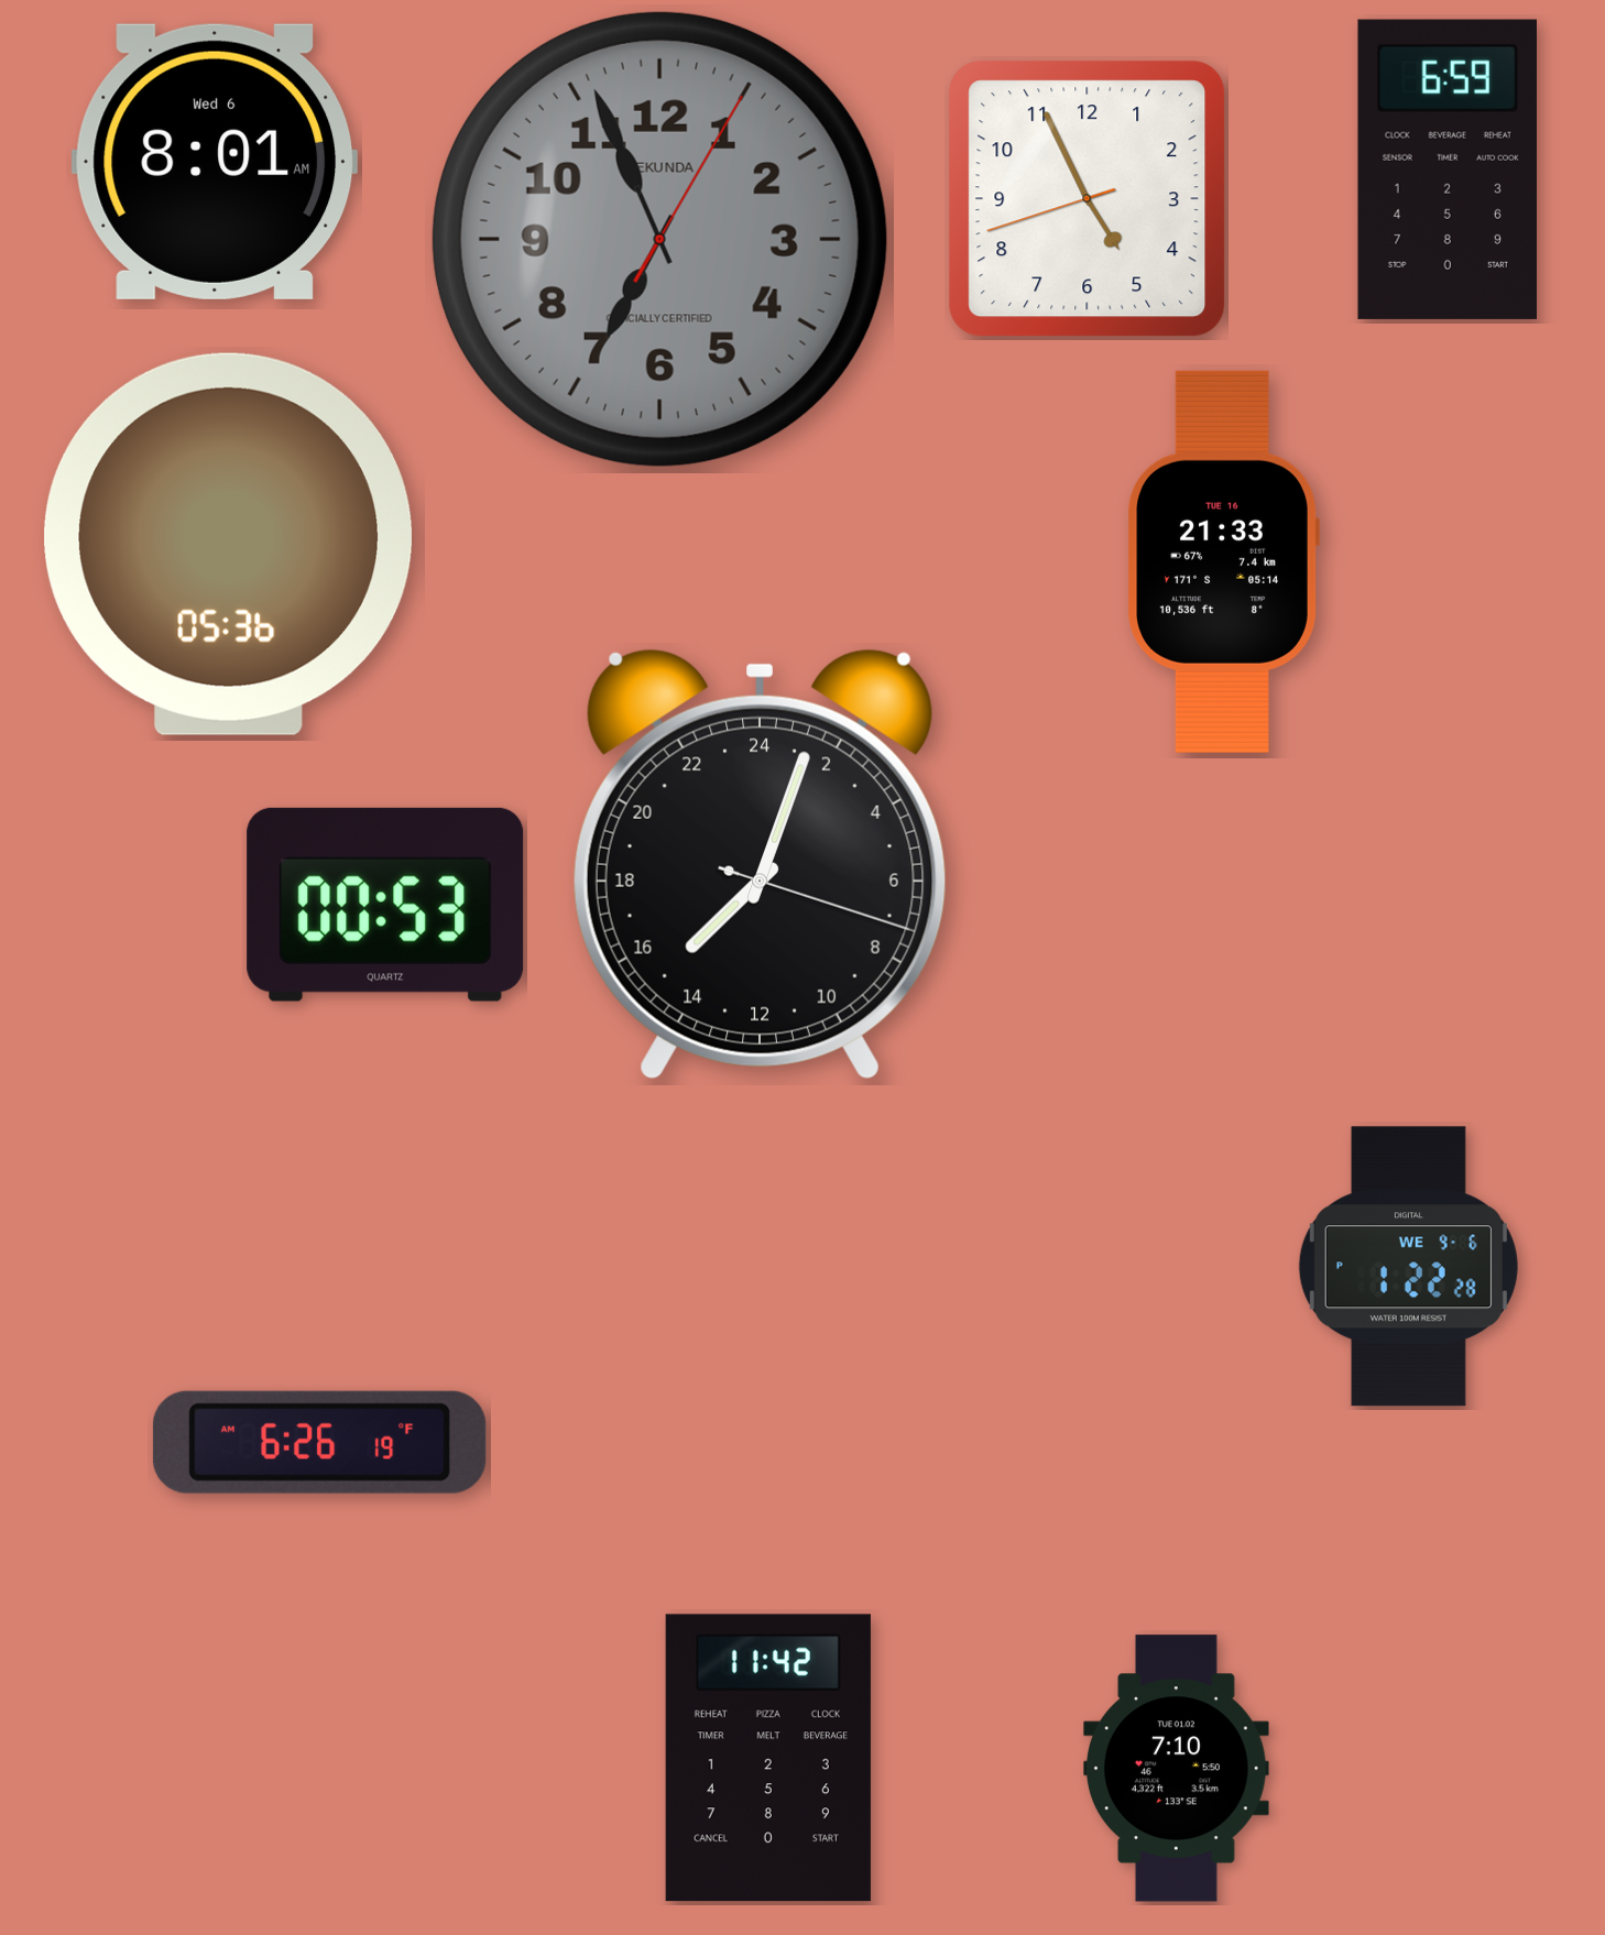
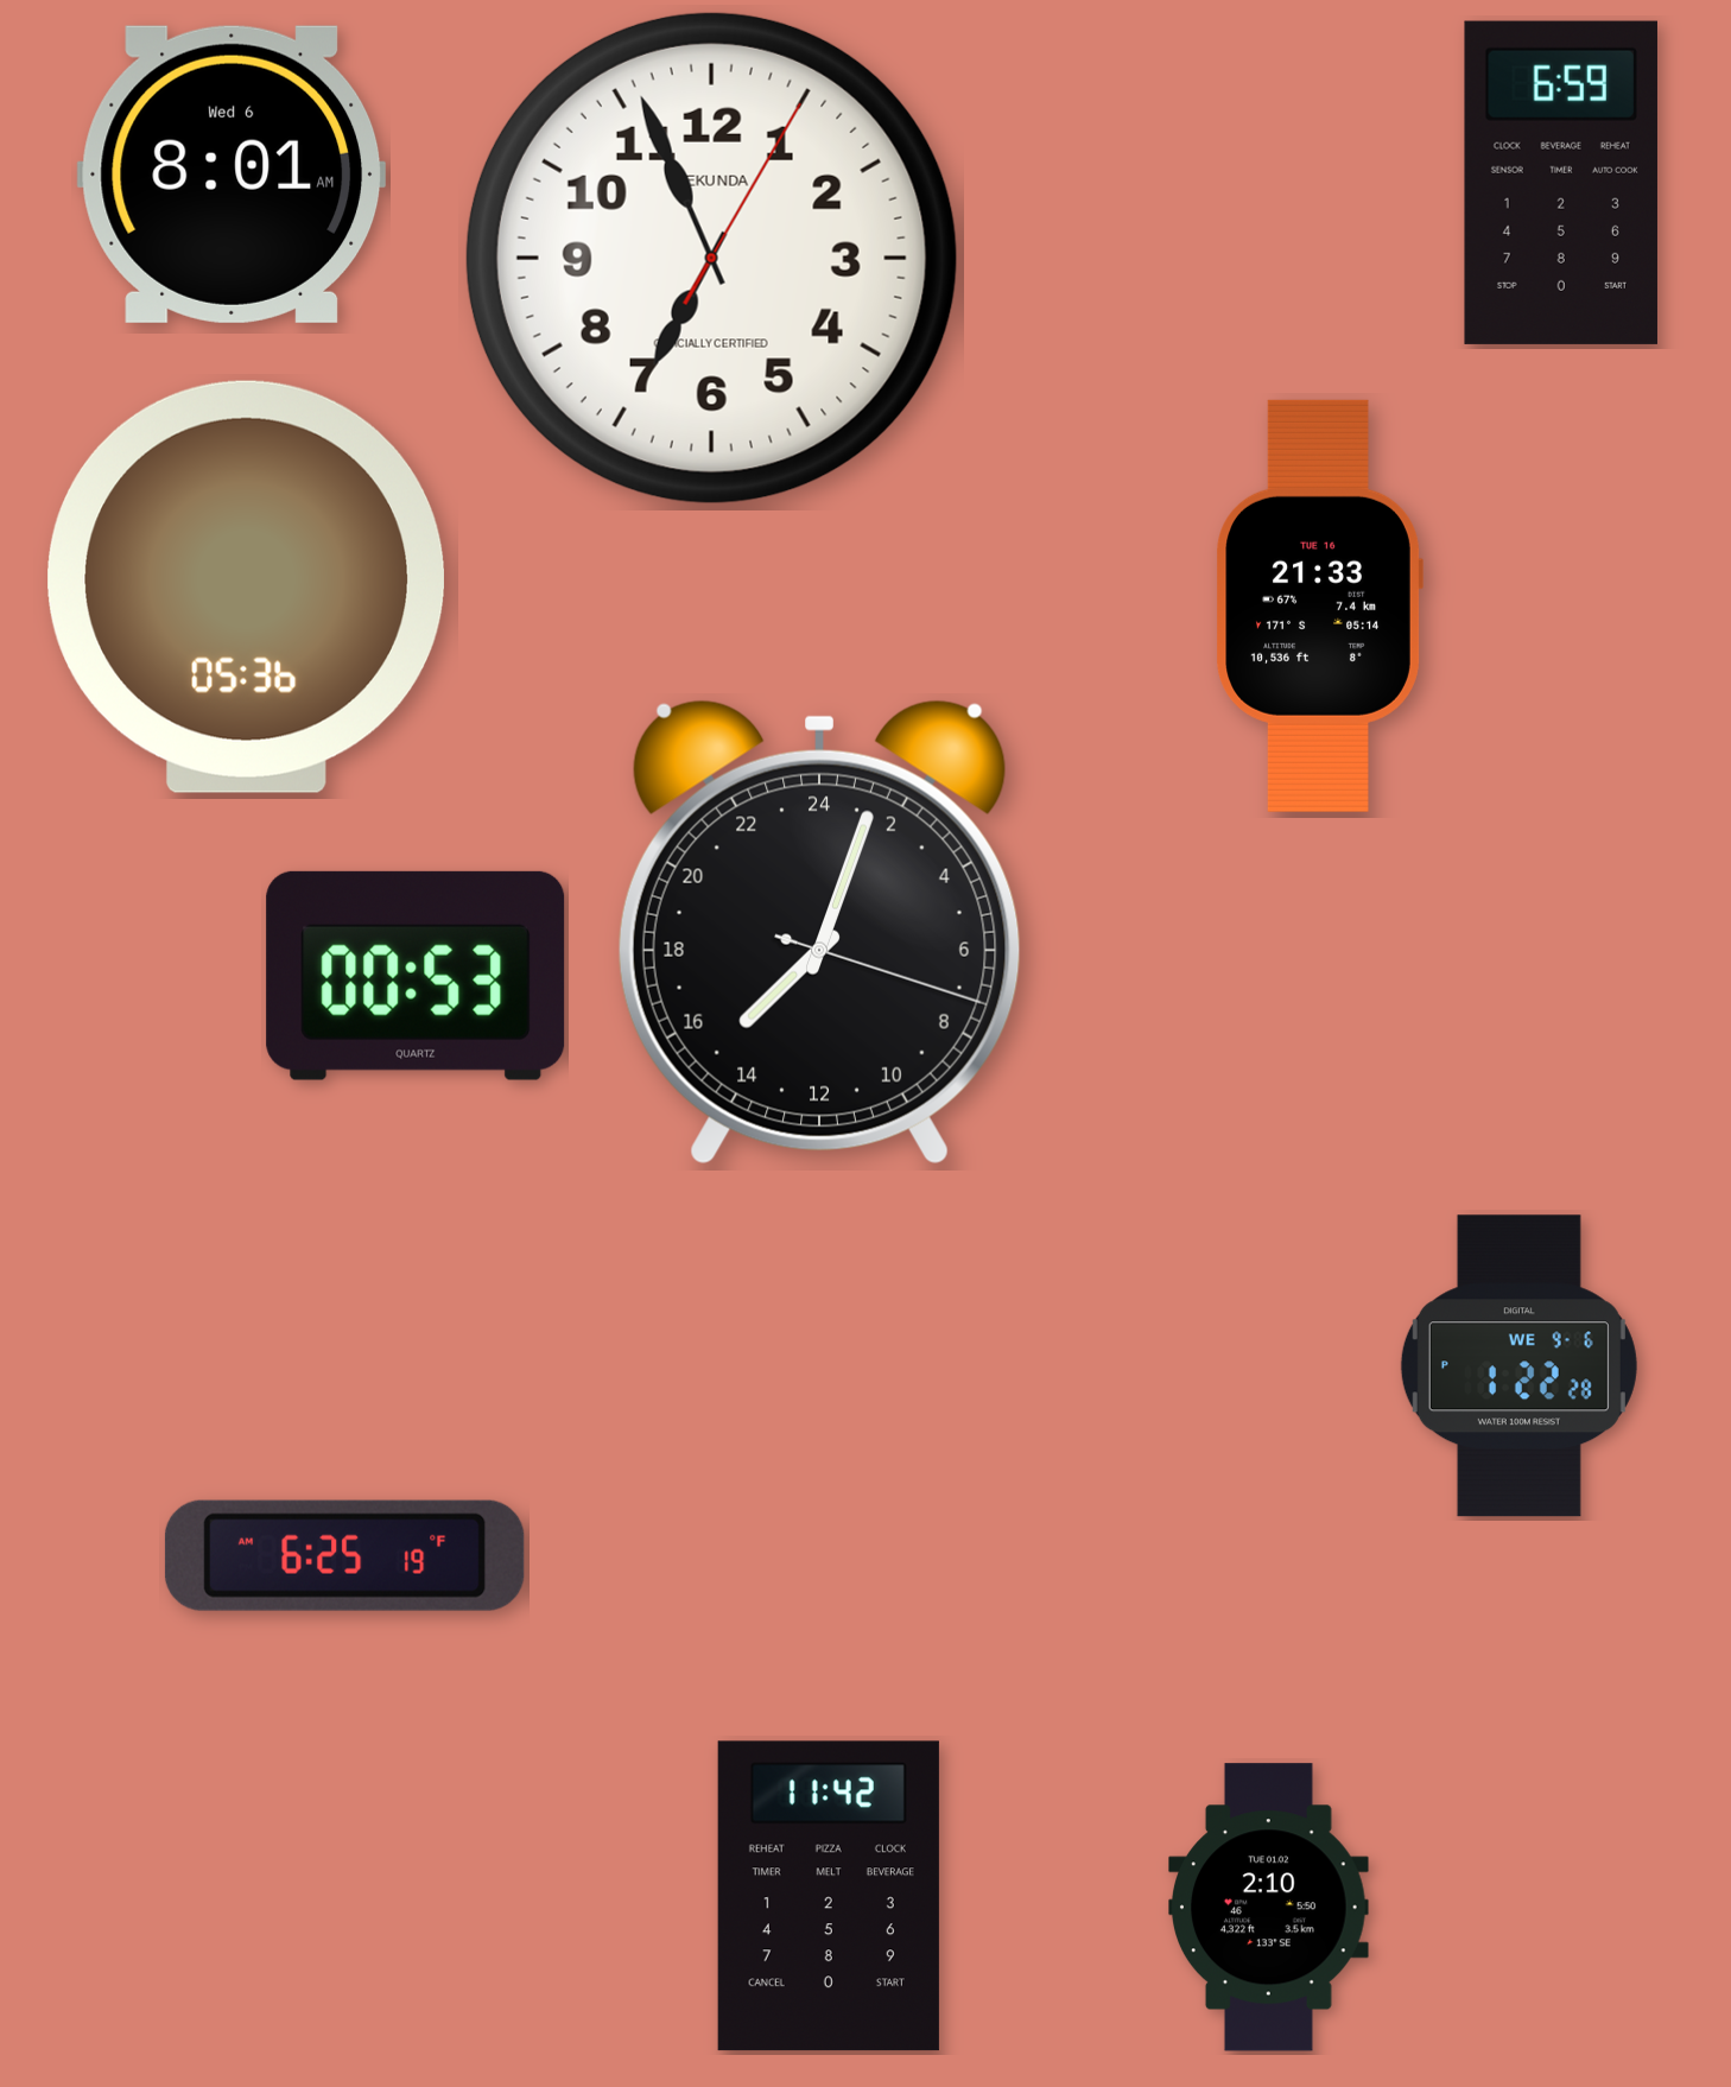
clock at (1088, 199): 4:55 -> none
clock at (659, 239) dial: grey -> white
clock at (319, 1442): 6:26 -> 6:25
clock at (1177, 1769): 7:10 -> 2:10
